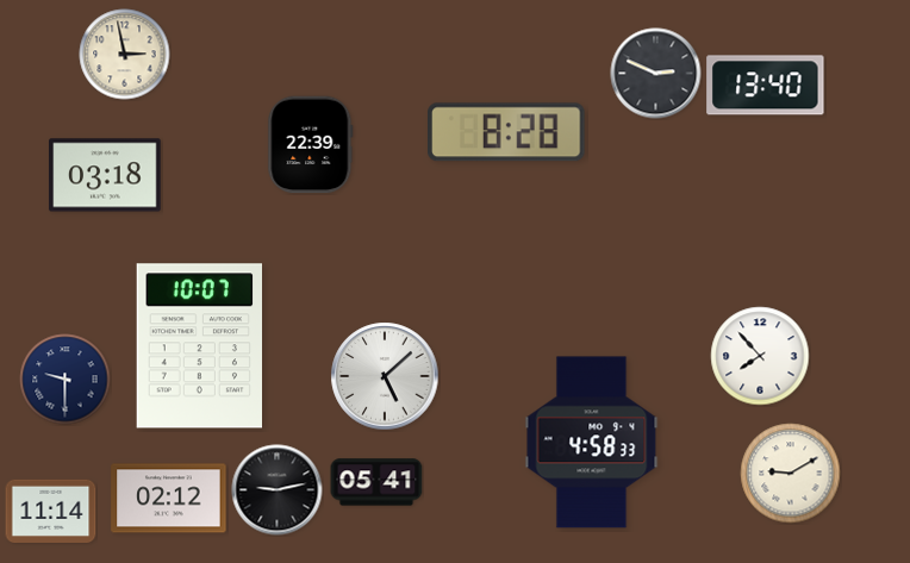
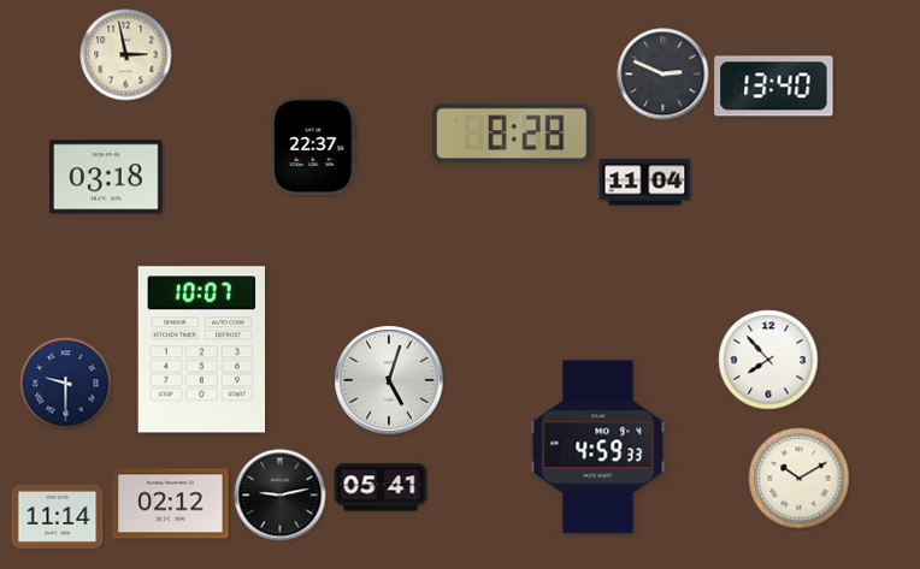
clock at (311, 145): 22:39 -> 22:37
clock at (645, 183): none -> 11:04
clock at (385, 376): 5:08 -> 5:03
clock at (592, 443): 4:58 -> 4:59
clock at (791, 474): 9:10 -> 10:10
clock at (51, 511) position: (51, 511) -> (58, 516)
